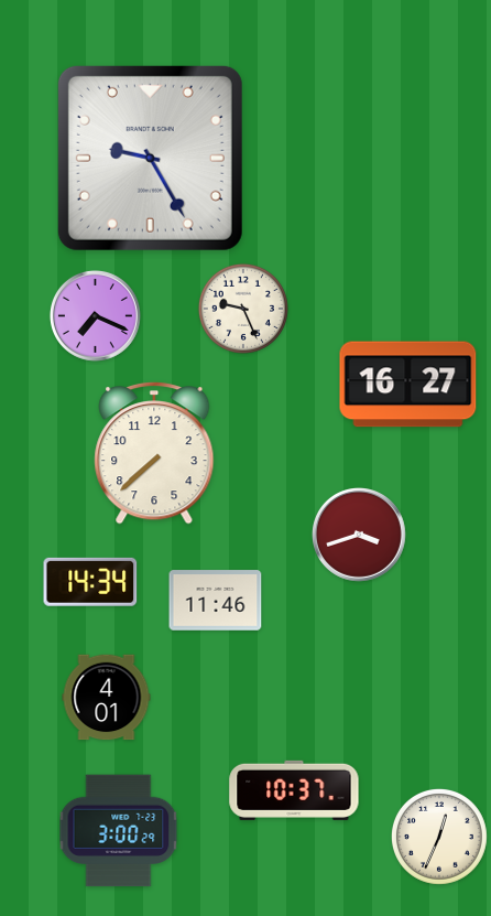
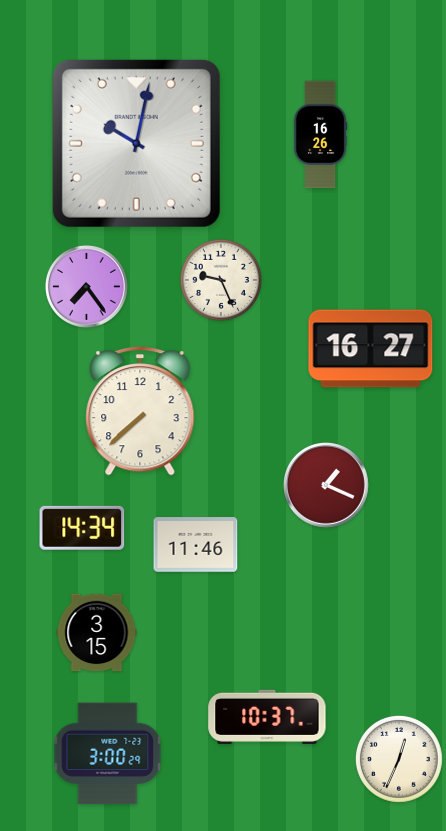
clock at (320, 135): none -> 16:26
clock at (150, 158): 9:25 -> 10:02
clock at (95, 315): 7:19 -> 7:24
clock at (360, 536): 3:42 -> 1:19
clock at (107, 698): 4:01 -> 3:15
